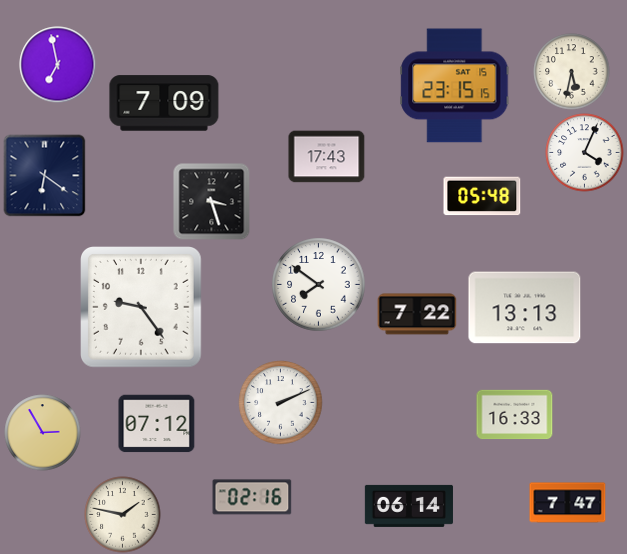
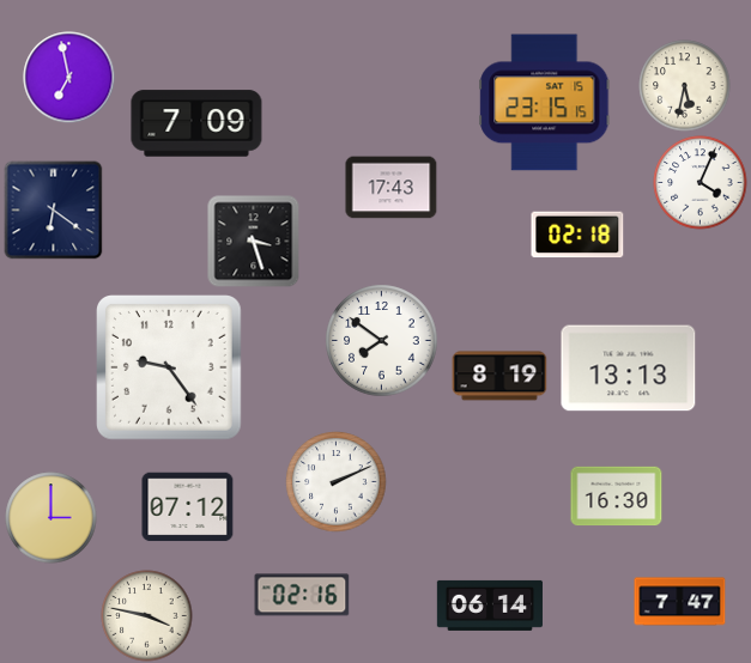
clock at (482, 196): 05:48 -> 02:18
clock at (417, 314): 7:22 -> 8:19
clock at (515, 415): 16:33 -> 16:30
clock at (43, 433): 2:55 -> 3:00
clock at (123, 515): 1:47 -> 3:47
